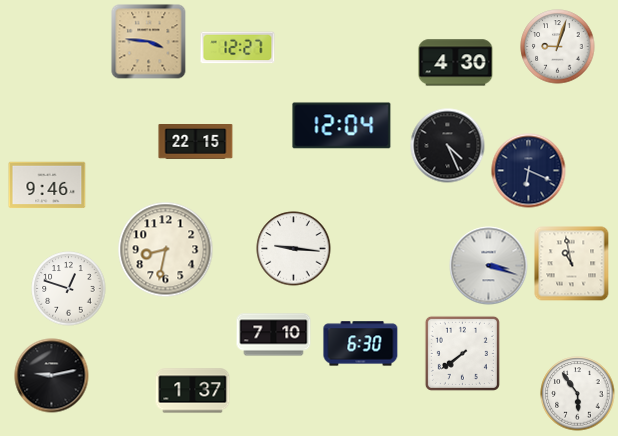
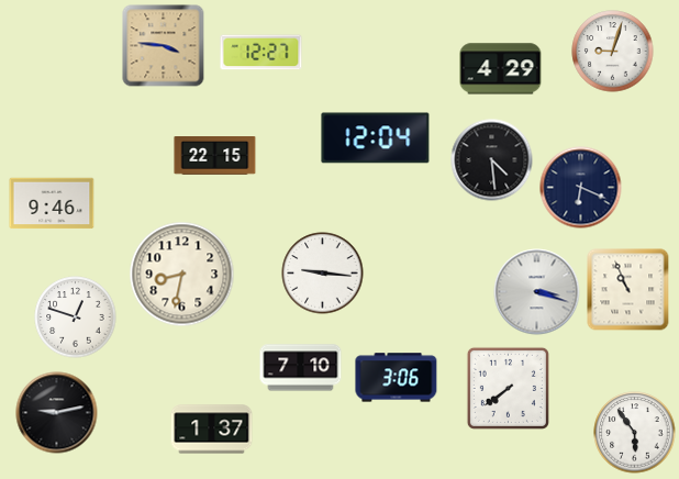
clock at (456, 63): 4:30 -> 4:29
clock at (448, 146): 4:26 -> 4:29
clock at (572, 264): 10:58 -> 10:56
clock at (361, 344): 6:30 -> 3:06
